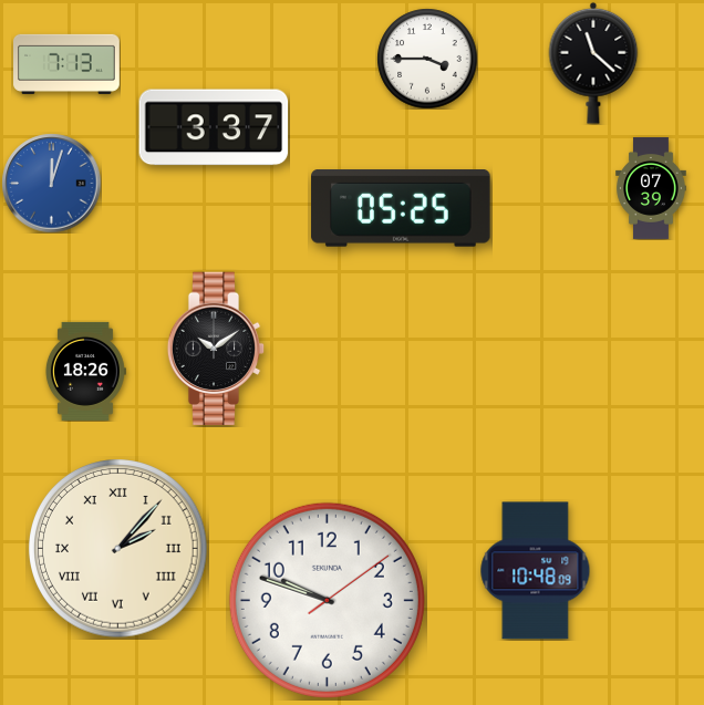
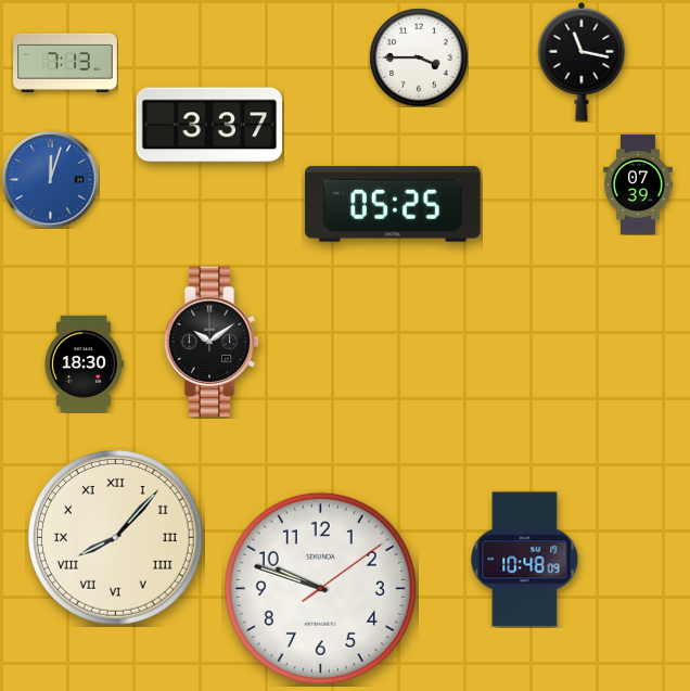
clock at (593, 63): 11:22 -> 11:17
clock at (85, 371): 18:26 -> 18:30
clock at (118, 549): 2:07 -> 8:07
